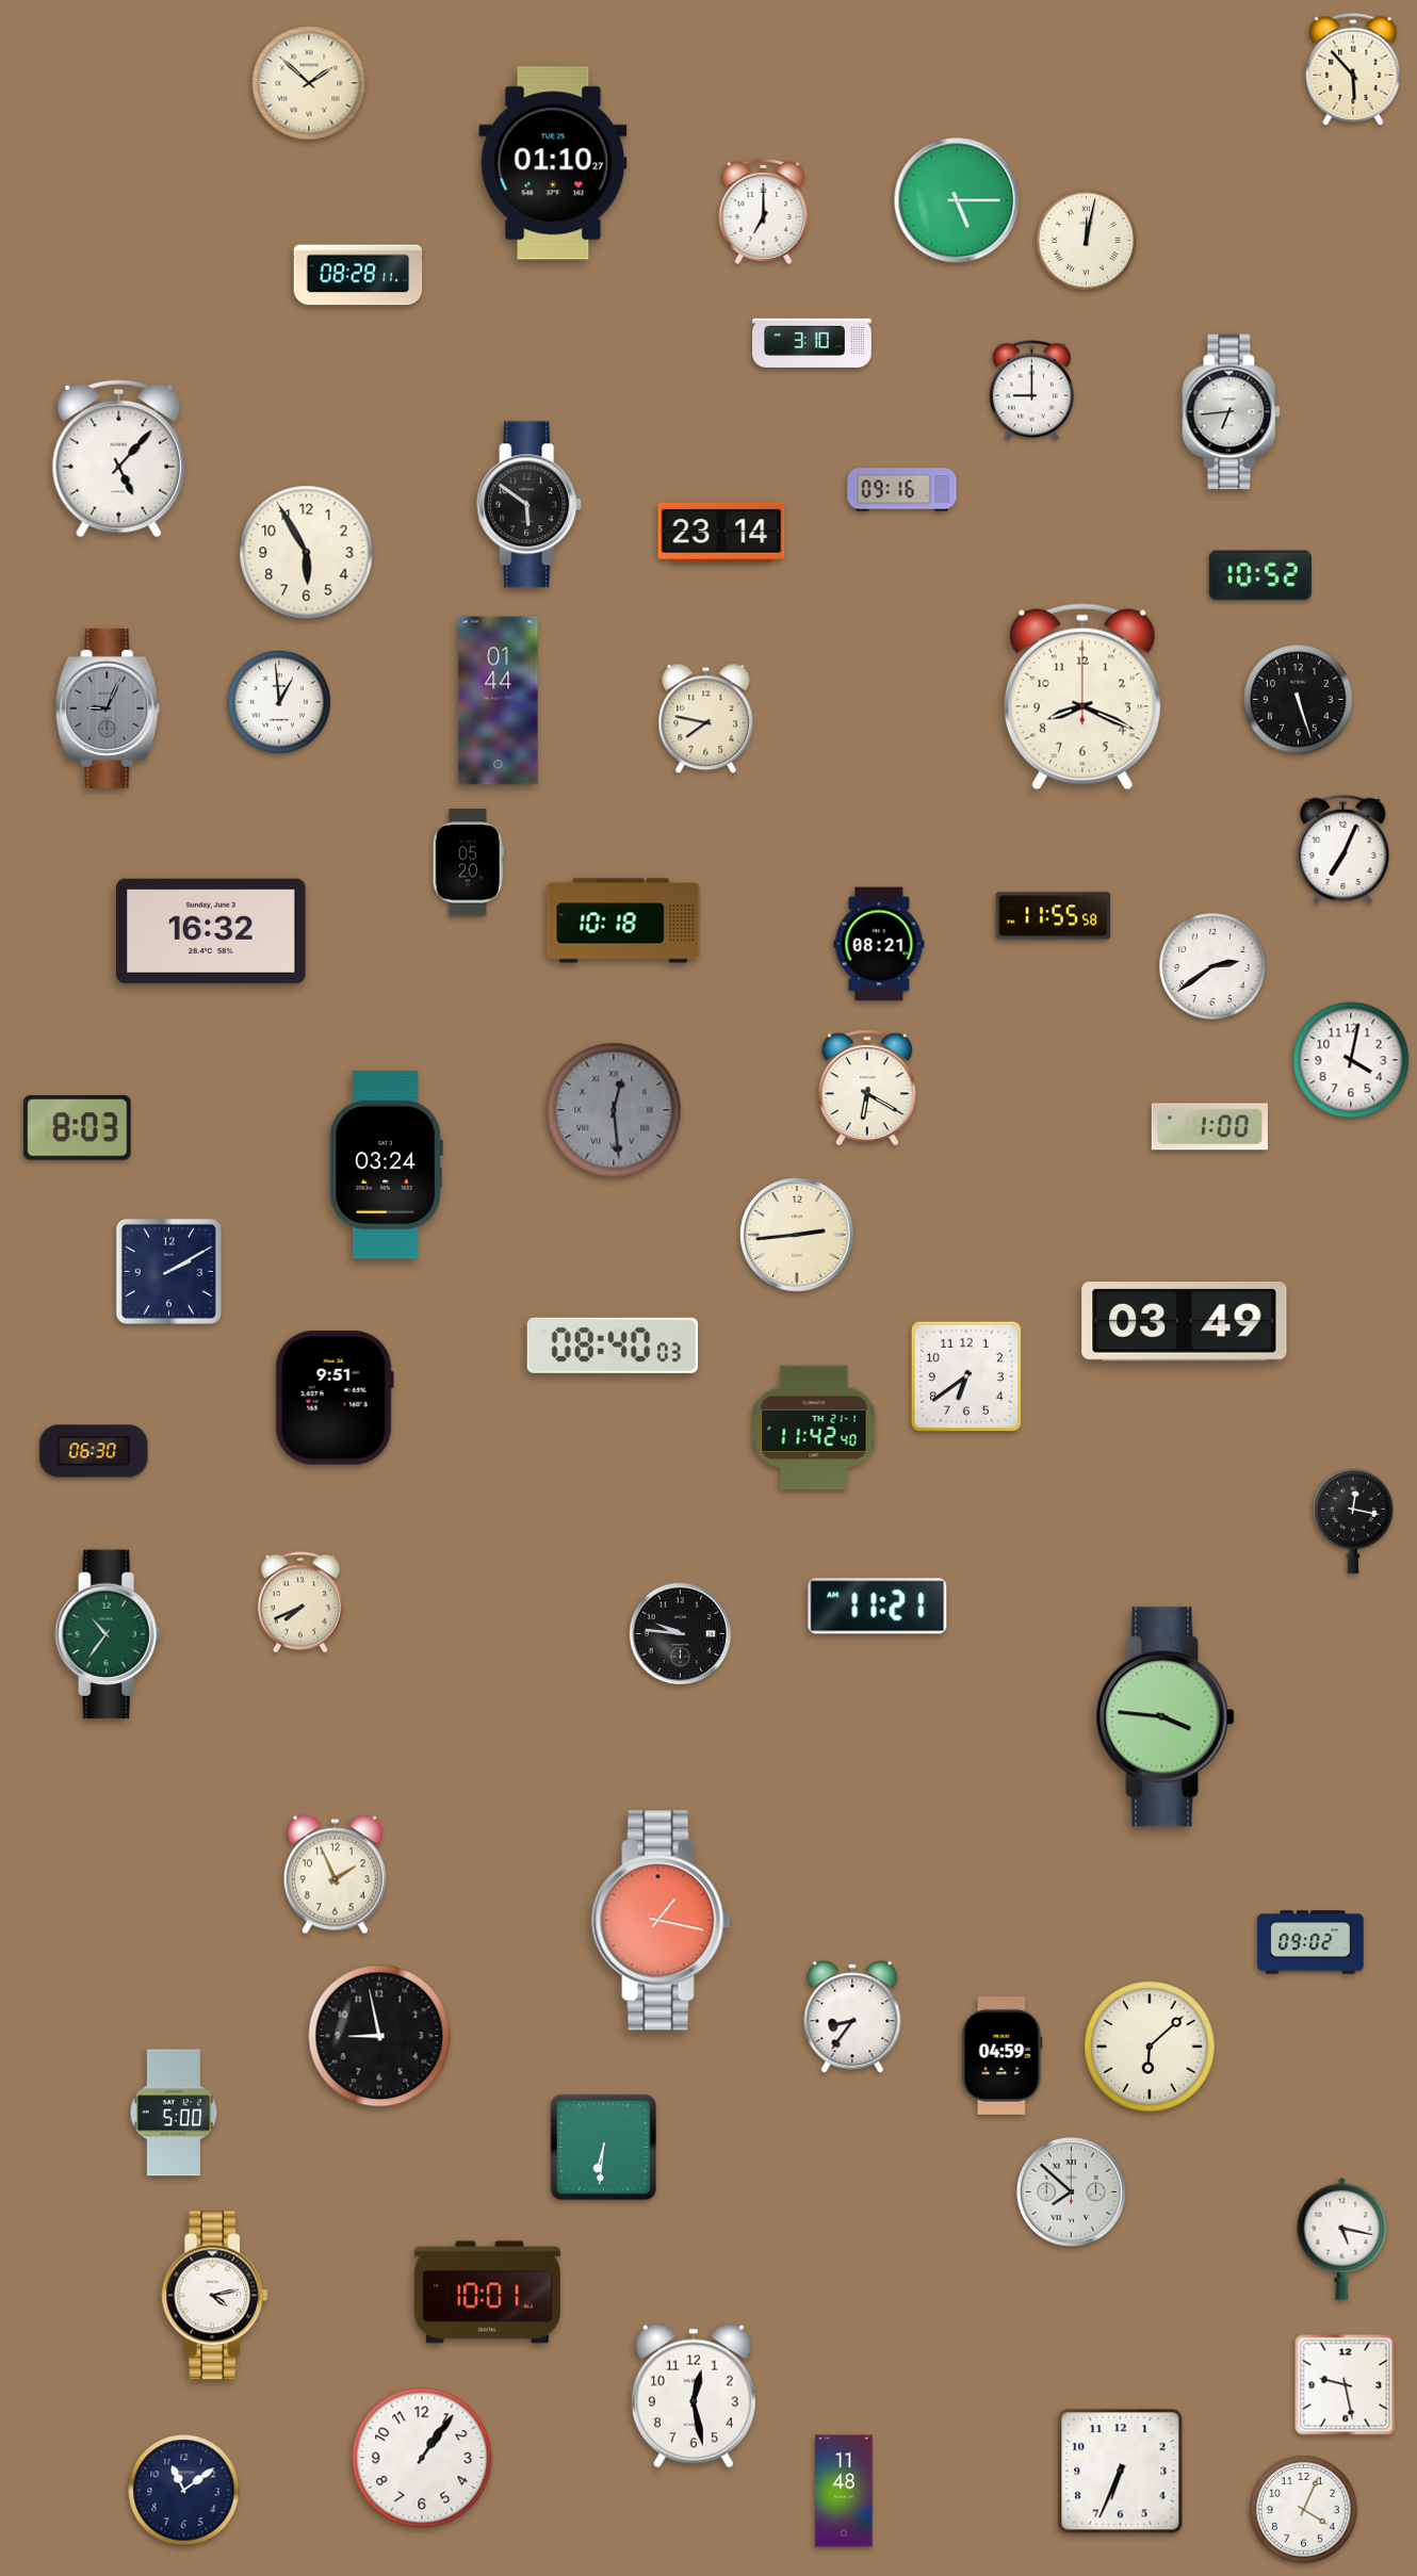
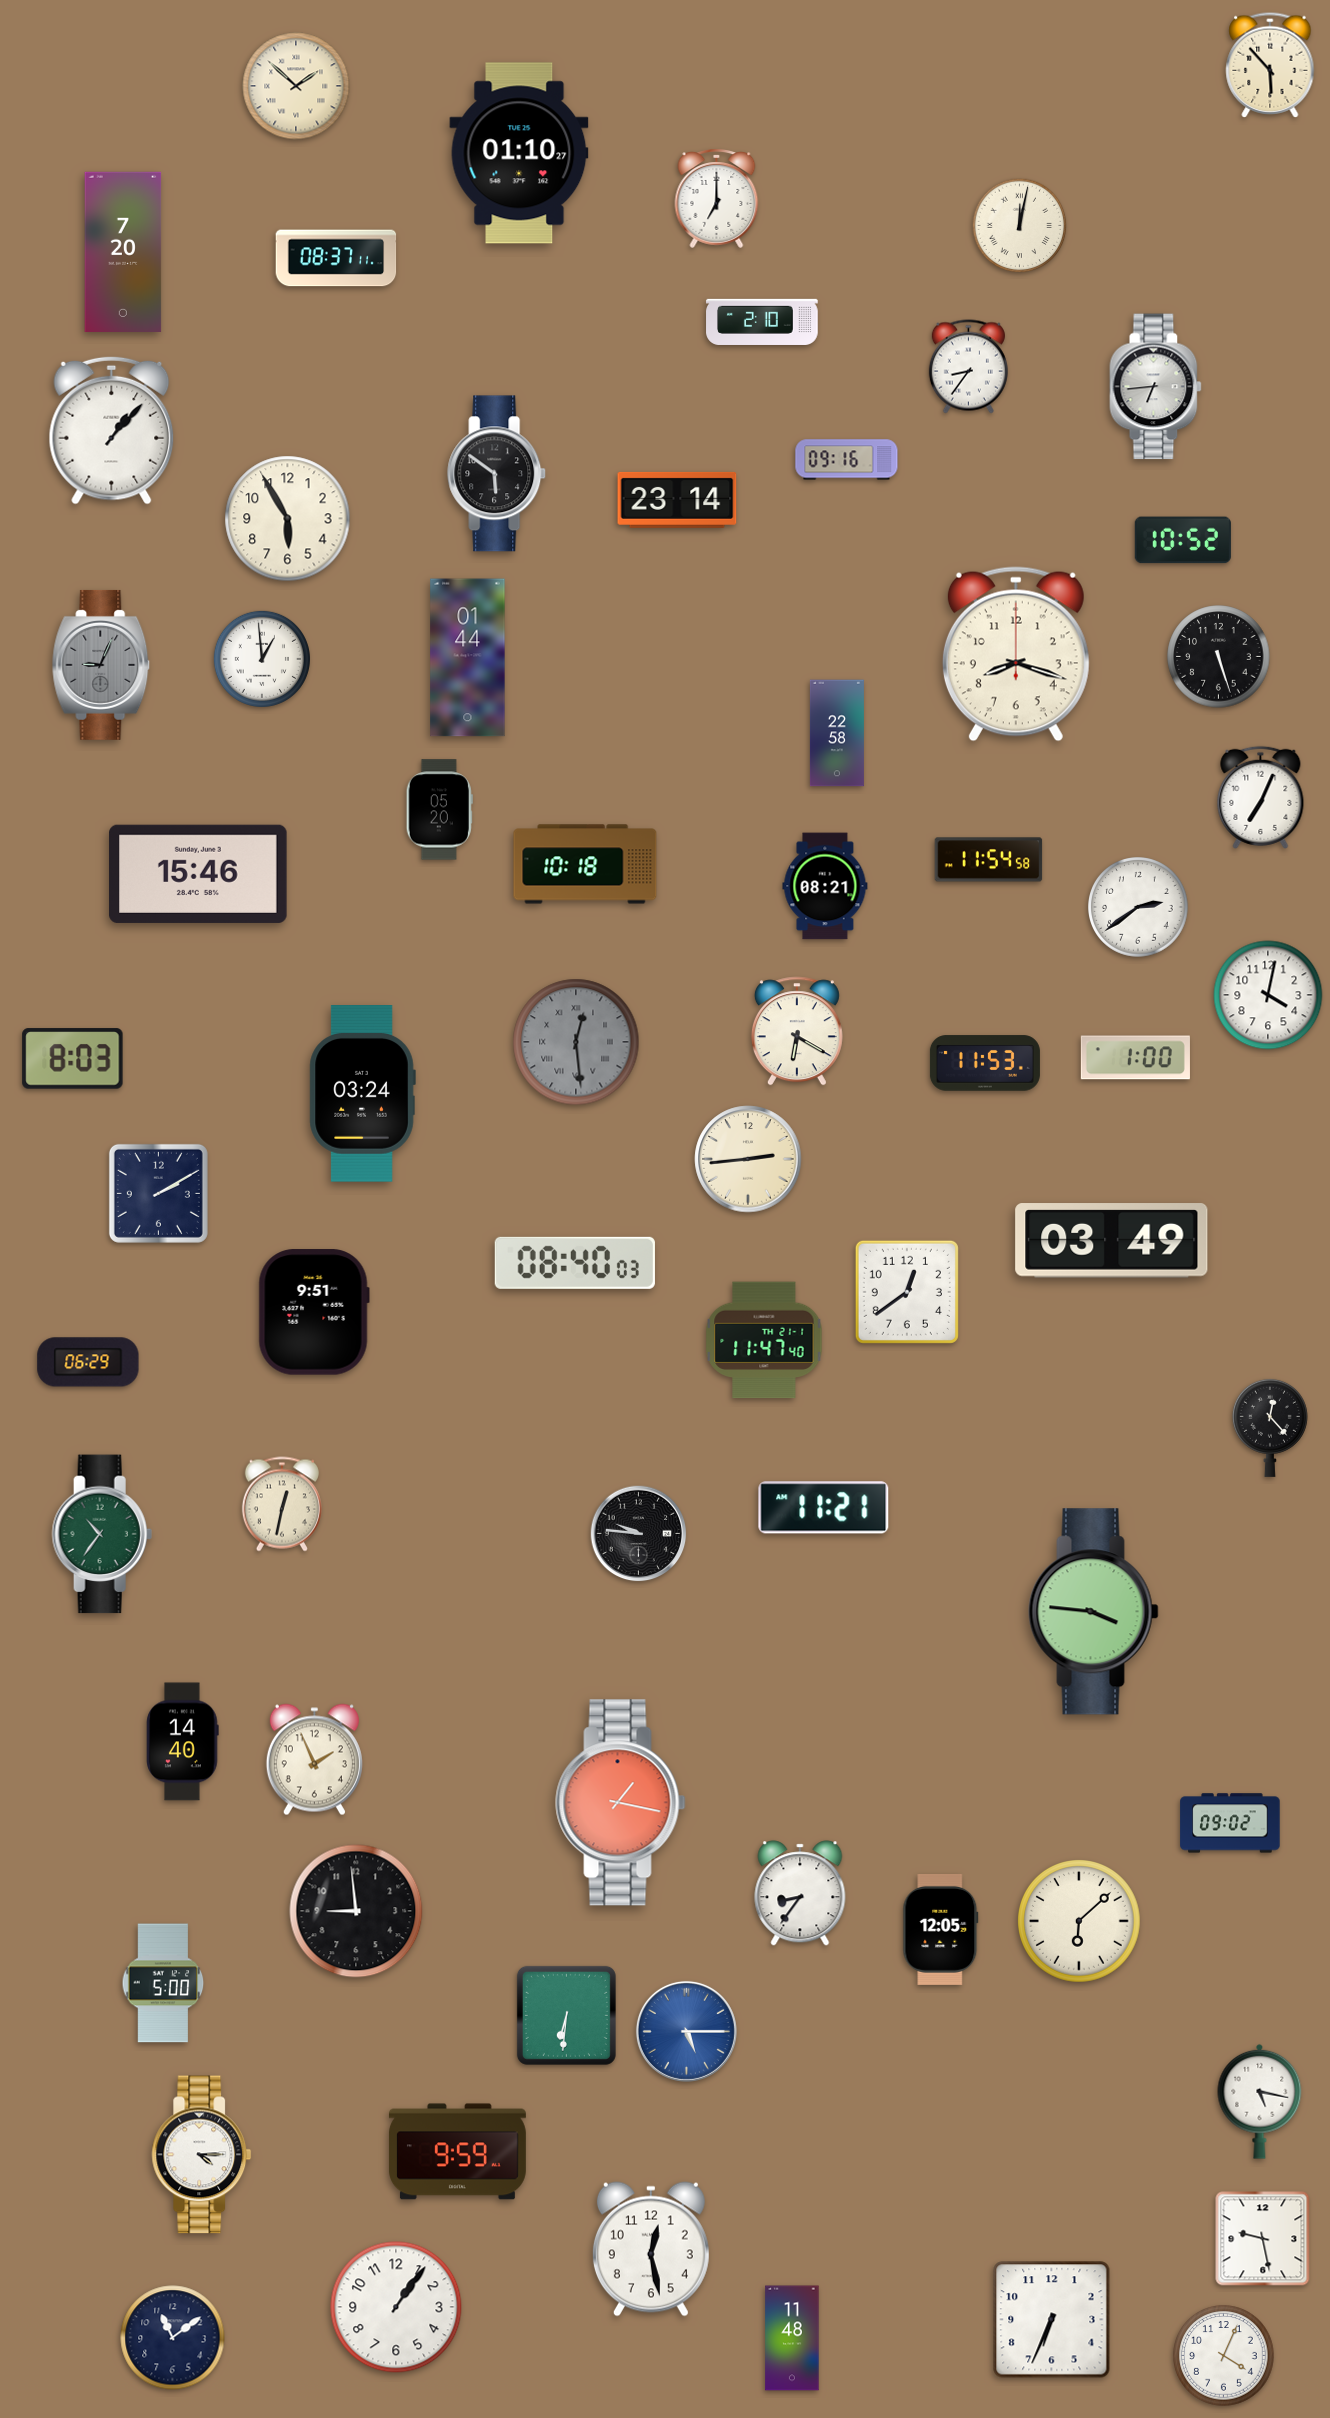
clock at (309, 83) position: (309, 83) -> (296, 86)
clock at (957, 200): 5:15 -> none
clock at (123, 251): none -> 7:20
clock at (358, 275): 08:28 -> 08:37
clock at (812, 343): 3:10 -> 2:10
clock at (1031, 391): 9:00 -> 8:36
clock at (119, 458): 5:07 -> 1:07
clock at (1082, 697): 8:19 -> 8:18
clock at (706, 719): 7:47 -> none
clock at (837, 733): none -> 22:58
clock at (1054, 916): 11:55 -> 11:54
clock at (211, 931): 16:32 -> 15:46
clock at (867, 1088) position: (867, 1088) -> (797, 1031)
clock at (985, 1063): none -> 11:53
clock at (966, 1376): 6:39 -> 12:39
clock at (814, 1428): 11:42 -> 11:47
clock at (94, 1451): 06:30 -> 06:29
clock at (1353, 1521): 12:17 -> 12:23
clock at (300, 1602): 7:41 -> 12:32
clock at (183, 1742): none -> 14:40
clock at (379, 2036): 8:58 -> 8:59
clock at (1003, 2055): 04:59 -> 12:05
clock at (686, 2031): none -> 5:15
clock at (1071, 2191): 7:52 -> none
clock at (487, 2293): 10:01 -> 9:59
clock at (215, 2296): 4:13 -> 4:15
